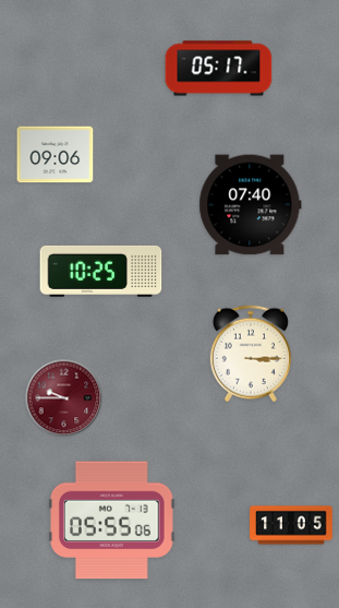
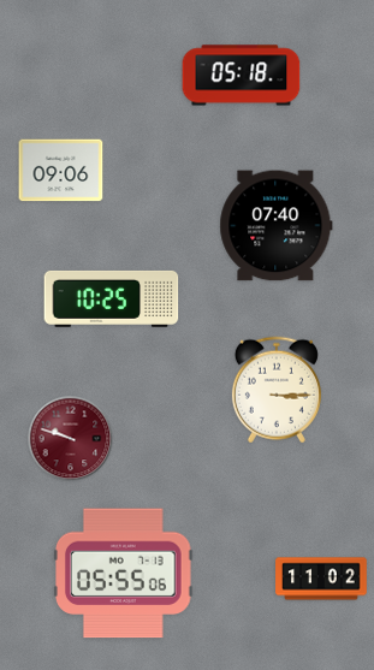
clock at (219, 69): 05:17 -> 05:18
clock at (64, 398): 9:45 -> 9:48
clock at (291, 525): 11:05 -> 11:02
